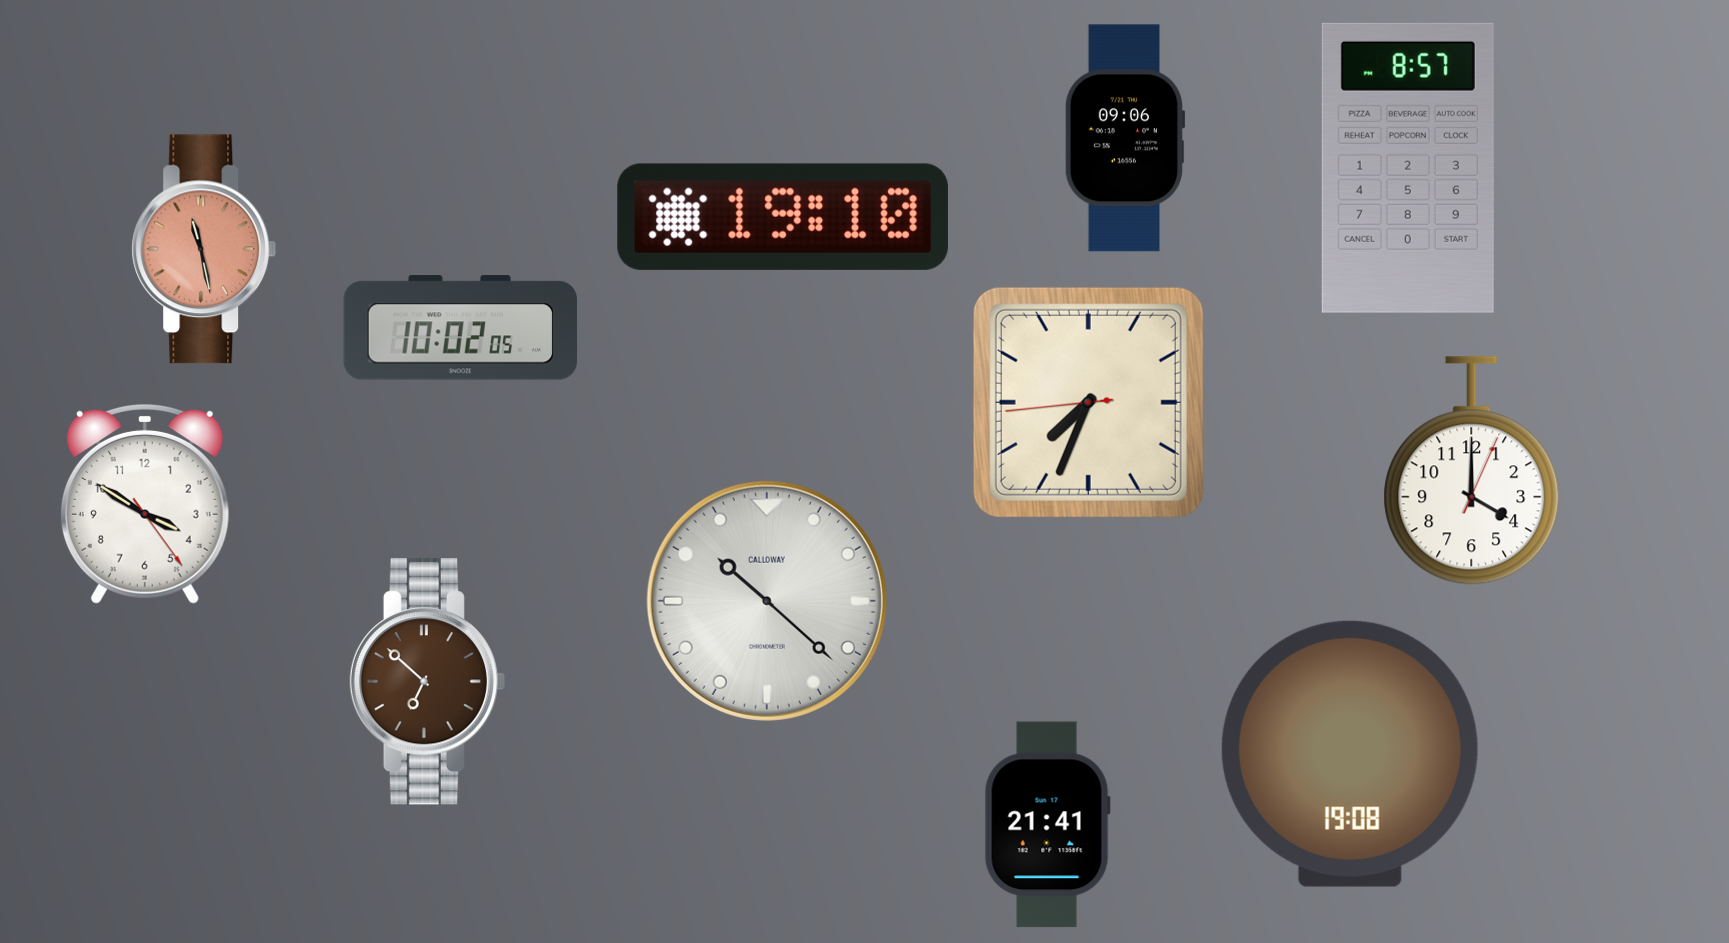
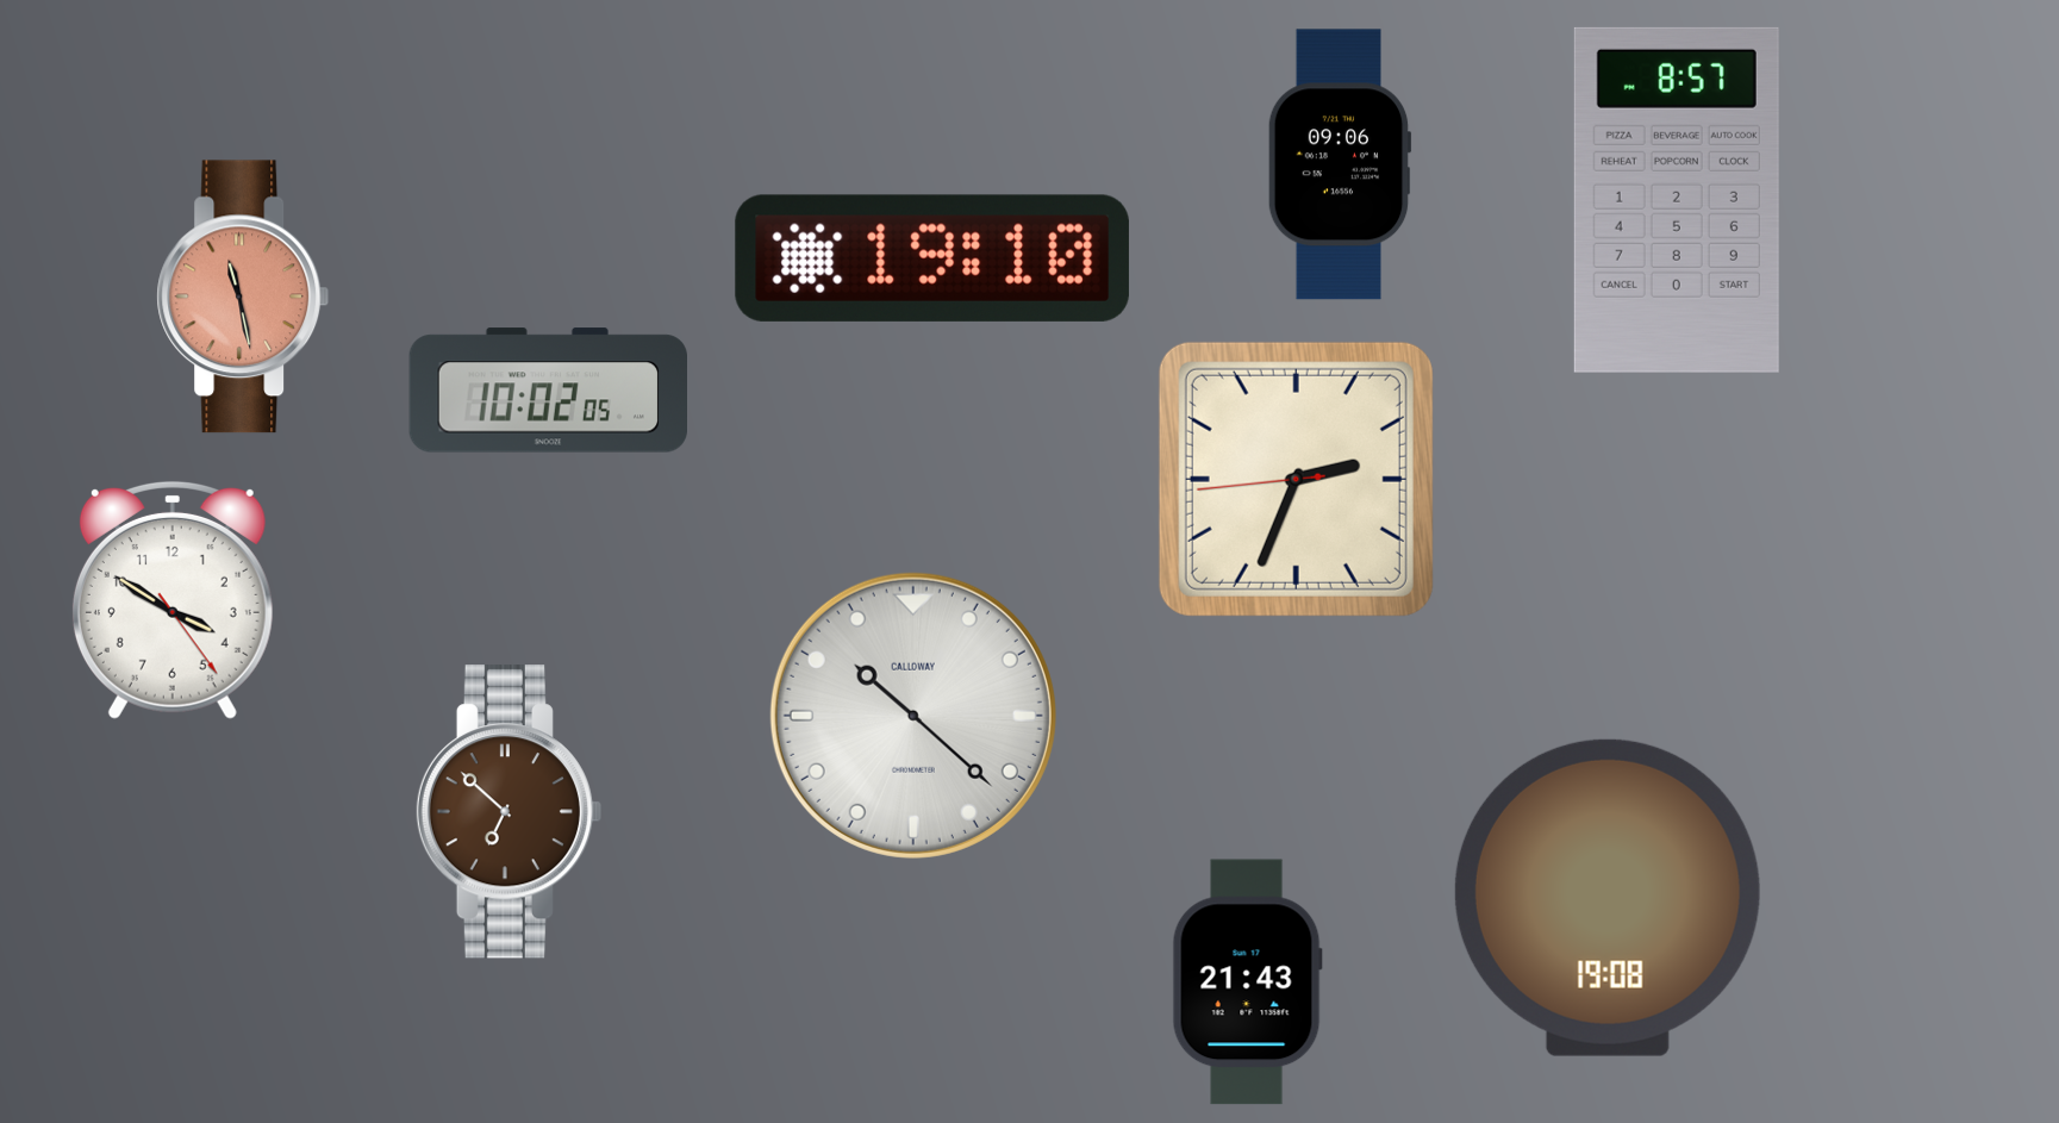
clock at (1088, 402): 7:33 -> 2:33
clock at (1472, 471): 4:00 -> none
clock at (1047, 825): 21:41 -> 21:43
